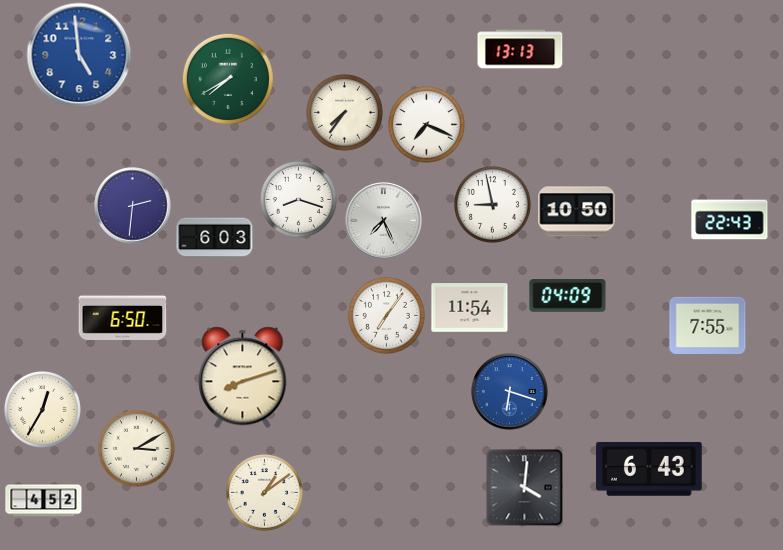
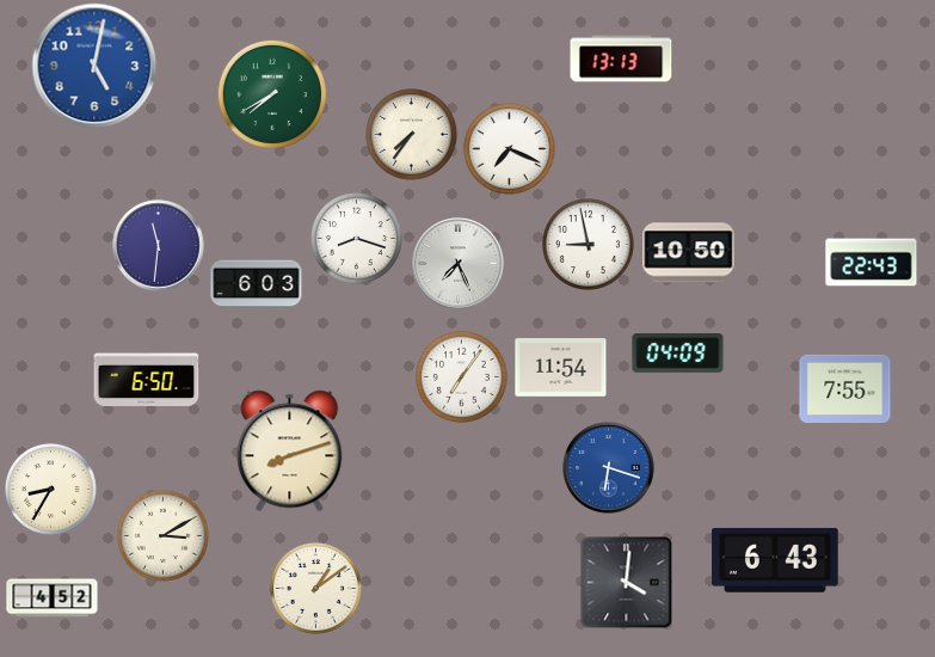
clock at (79, 55): 4:59 -> 5:02
clock at (133, 206): 2:31 -> 11:31
clock at (42, 409): 12:35 -> 8:35
